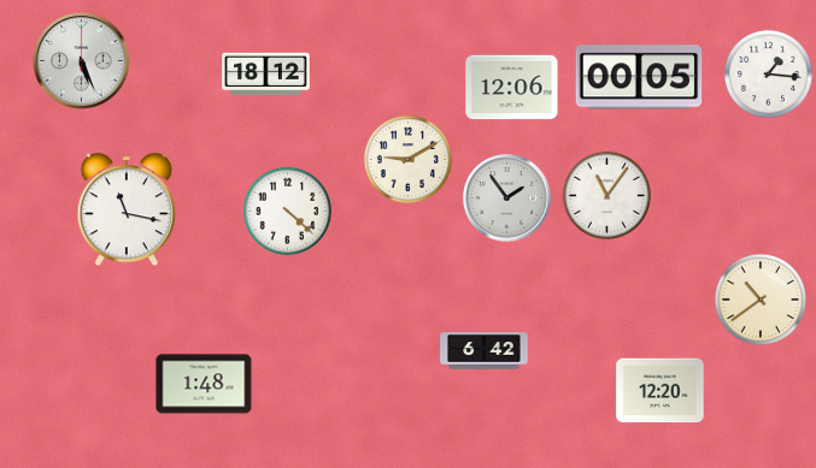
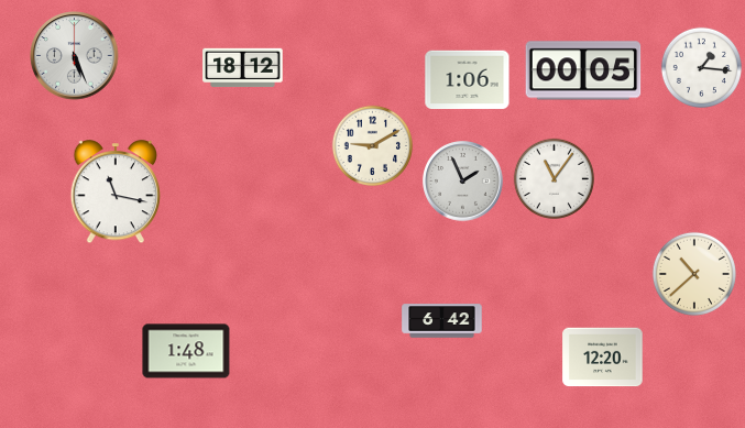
clock at (512, 88): 12:06 -> 1:06
clock at (507, 199): 1:54 -> 1:56
clock at (287, 211): 4:22 -> none
clock at (761, 300): 10:39 -> 10:38
